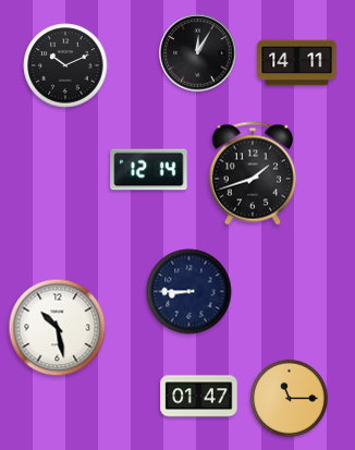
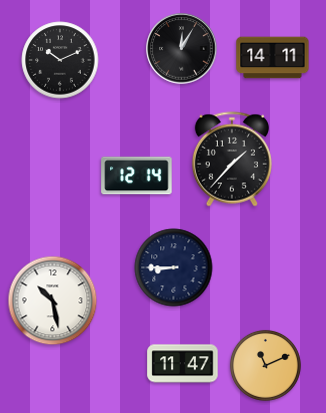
clock at (149, 170) position: (149, 170) -> (137, 176)
clock at (253, 173): 1:42 -> 1:37
clock at (199, 397): 01:47 -> 11:47
clock at (289, 398): 11:15 -> 11:11
